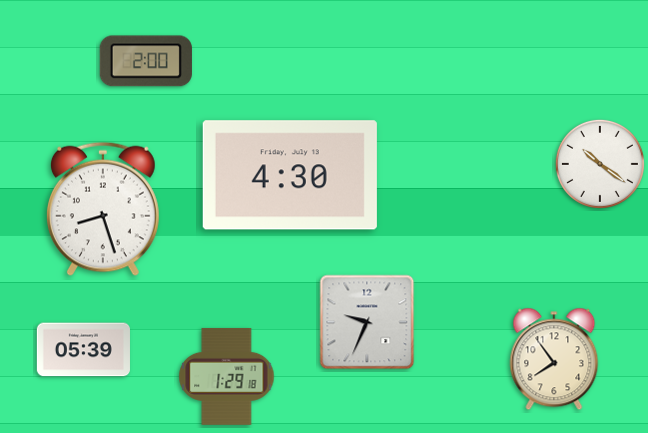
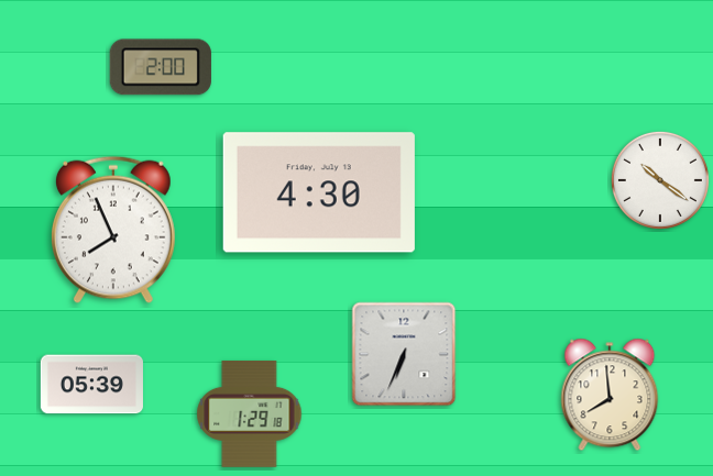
clock at (103, 209): 8:27 -> 7:56
clock at (367, 322): 9:34 -> 6:34
clock at (554, 359): 7:54 -> 7:59
